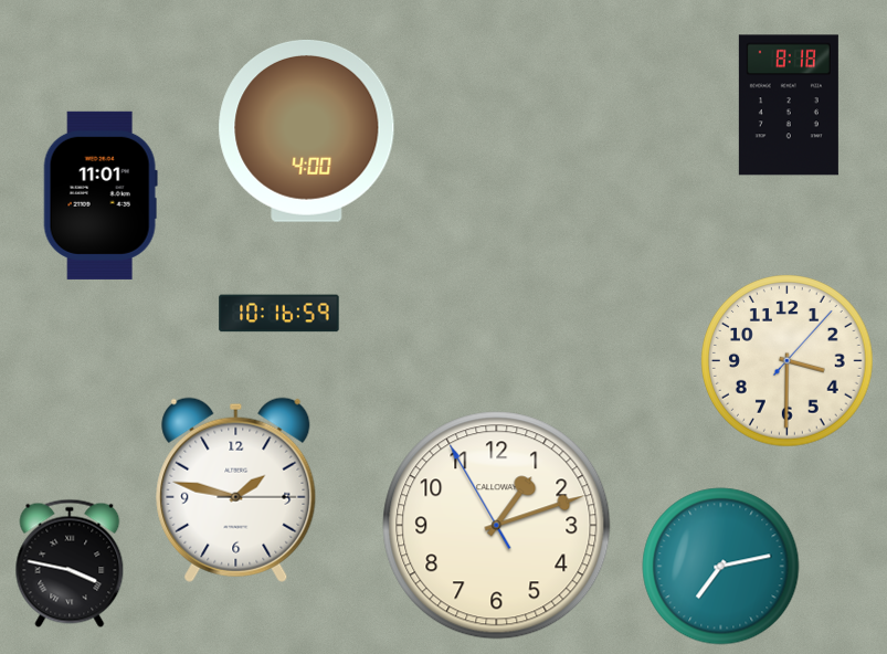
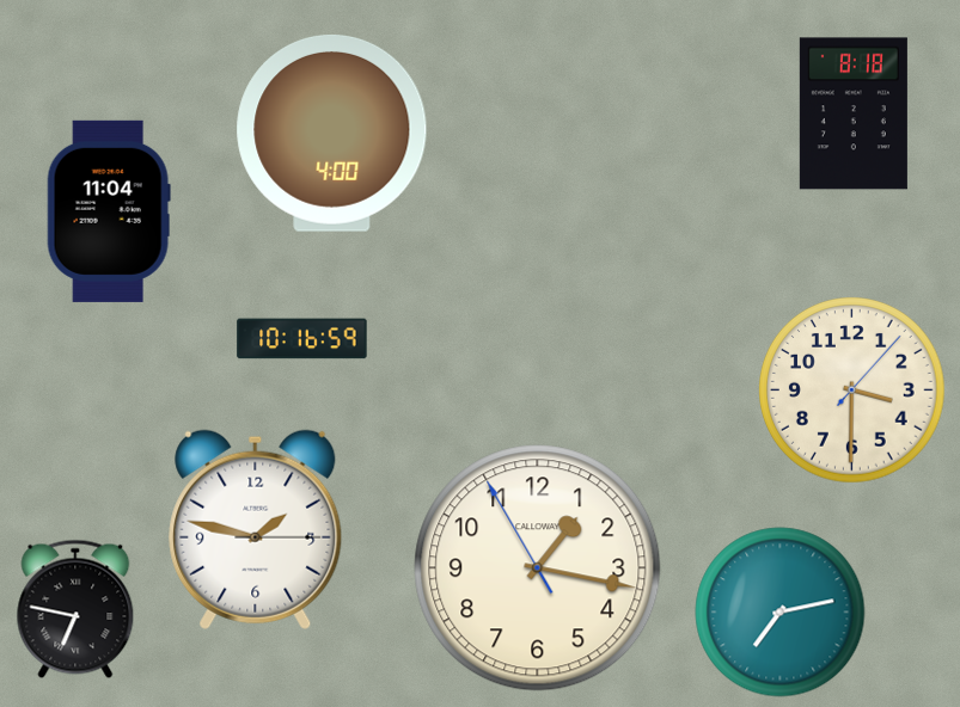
clock at (307, 130) position: (307, 130) -> (332, 133)
clock at (101, 196): 11:01 -> 11:04
clock at (497, 526): 1:11 -> 1:16
clock at (70, 563): 3:47 -> 6:47
